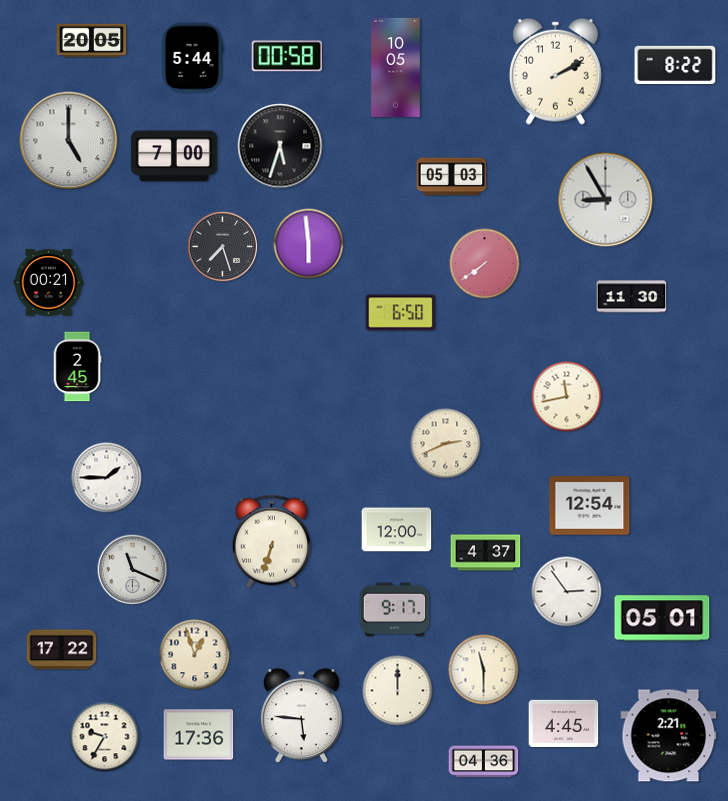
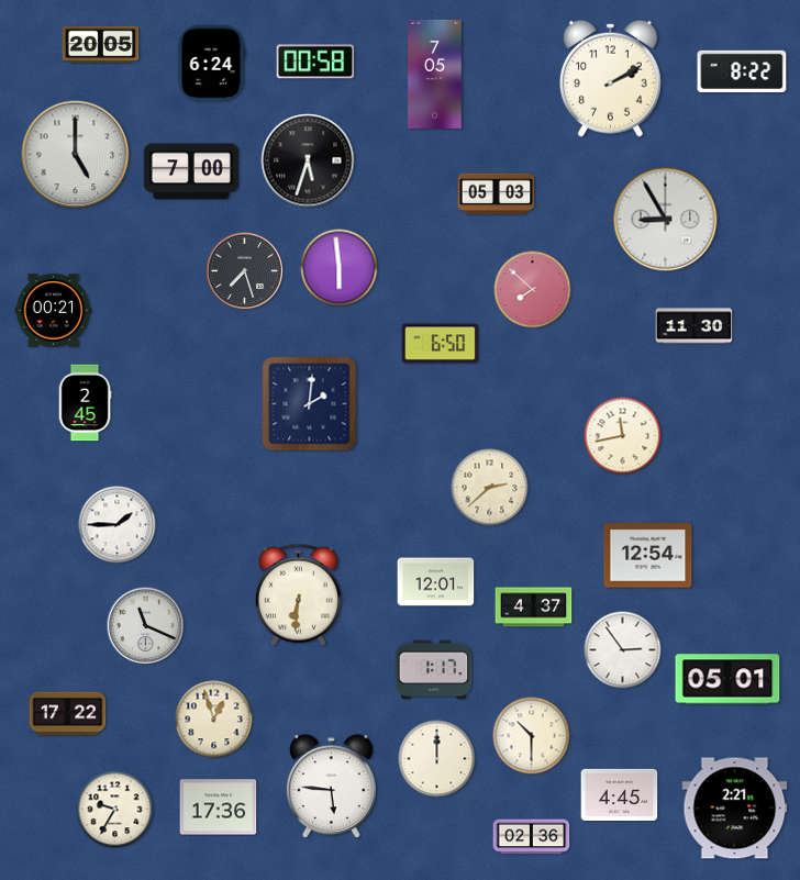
clock at (192, 58): 5:44 -> 6:24
clock at (396, 67): 10:05 -> 7:05
clock at (485, 264): 7:39 -> 7:52
clock at (310, 404): none -> 2:01
clock at (446, 444): 2:41 -> 2:38
clock at (397, 530): 12:00 -> 12:01
clock at (271, 541): 6:33 -> 6:31
clock at (395, 610): 9:17 -> 1:17
clock at (484, 670): 11:30 -> 10:30
clock at (484, 762): 04:36 -> 02:36
